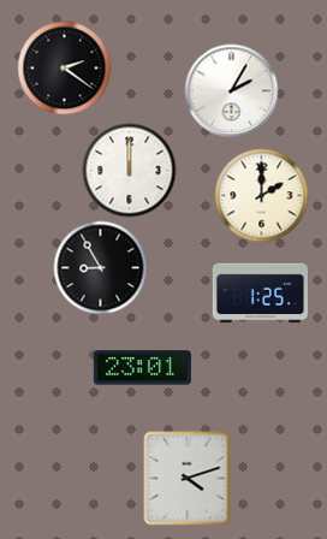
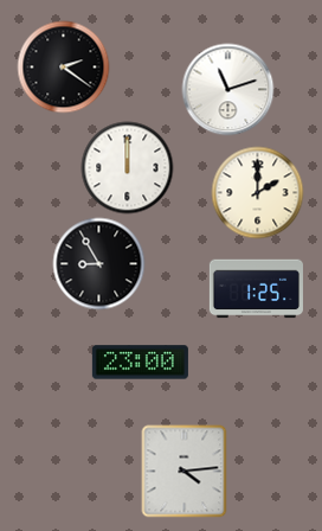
clock at (231, 90): 2:05 -> 11:12
clock at (142, 368): 23:01 -> 23:00
clock at (188, 478): 4:12 -> 4:14
